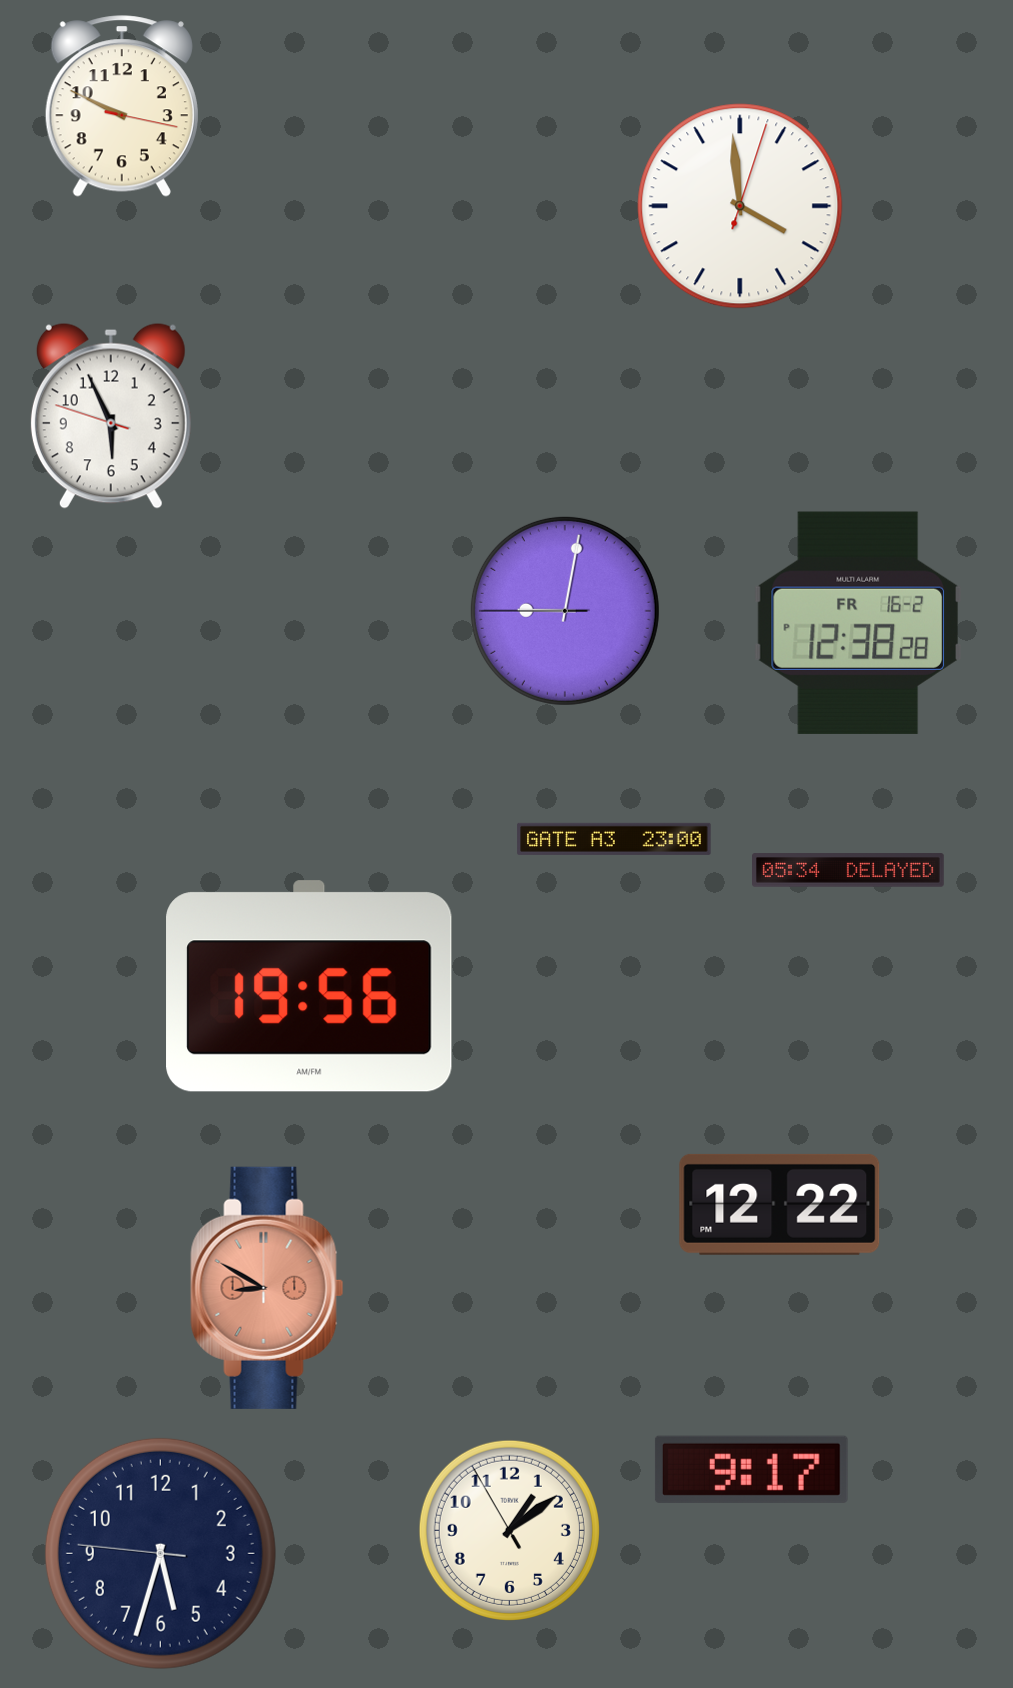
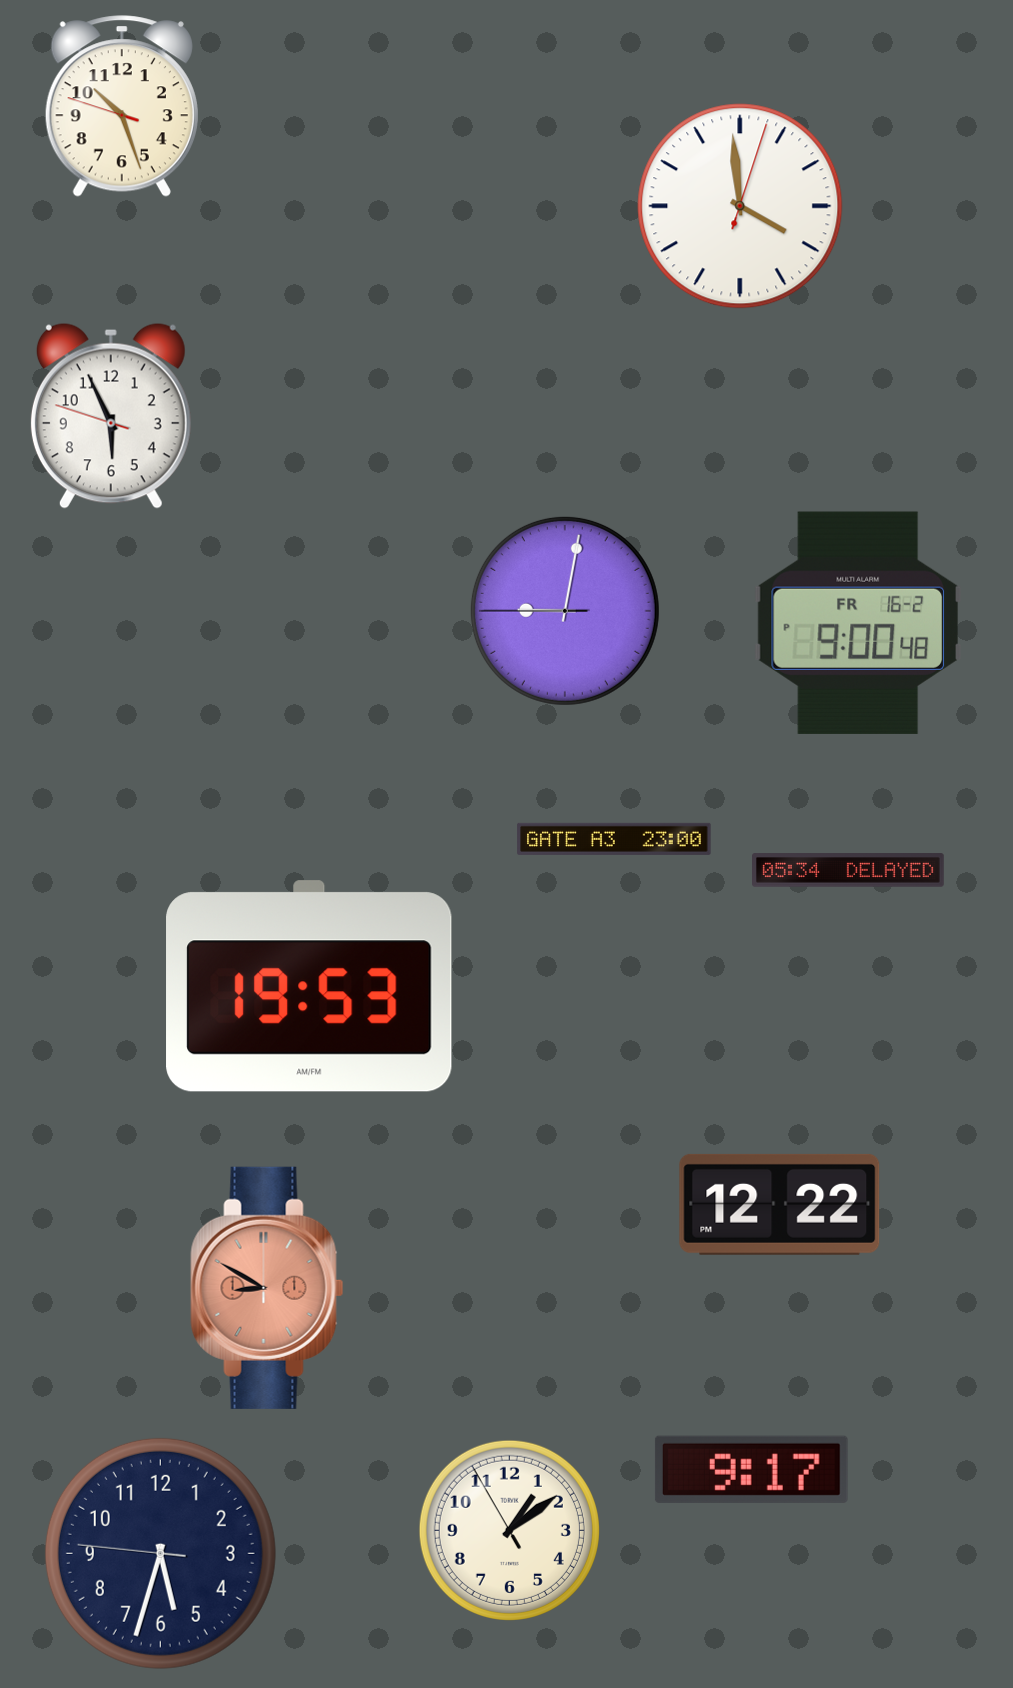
clock at (122, 106): 9:49 -> 10:26
clock at (858, 623): 12:38 -> 9:00
clock at (309, 986): 19:56 -> 19:53
